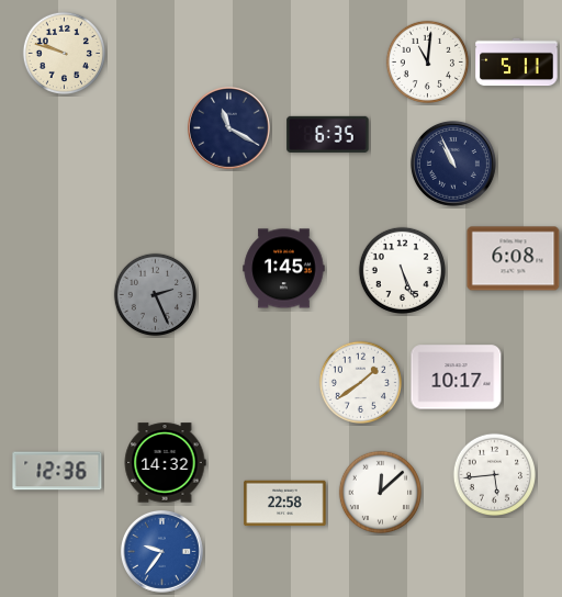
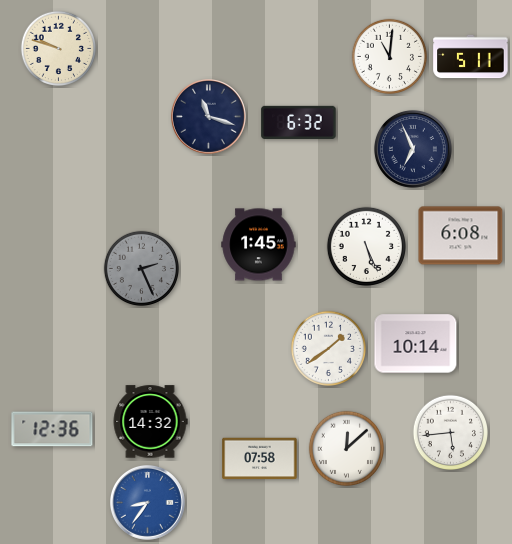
clock at (229, 128): 11:20 -> 11:18
clock at (328, 134): 6:35 -> 6:32
clock at (453, 164): 10:56 -> 6:56
clock at (514, 259) position: (514, 259) -> (461, 236)
clock at (457, 378): 10:17 -> 10:14
clock at (285, 504): 22:58 -> 07:58
clock at (162, 552): 9:36 -> 8:36
